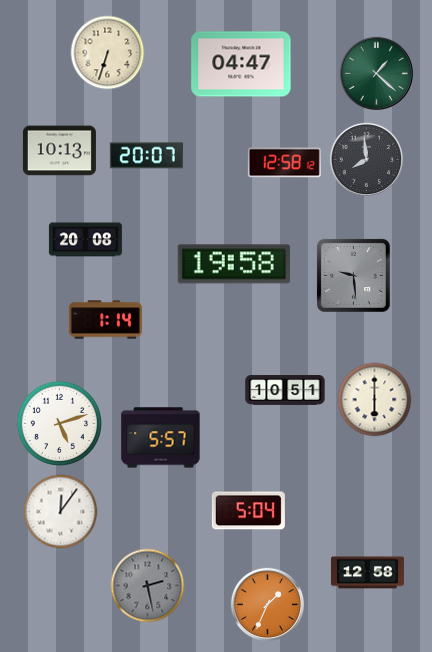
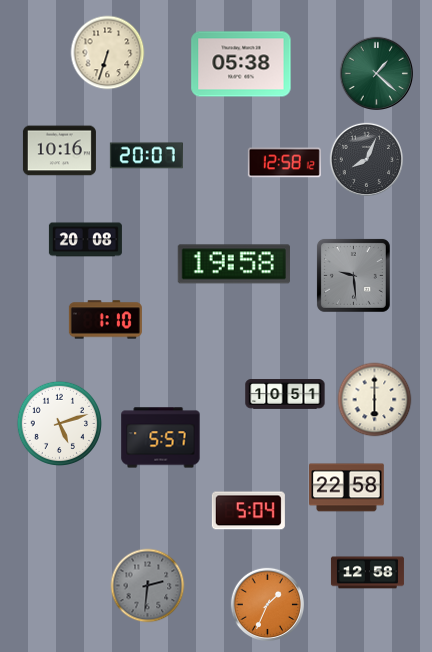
clock at (241, 64): 04:47 -> 05:38
clock at (59, 151): 10:13 -> 10:16
clock at (366, 159): 7:59 -> 8:04
clock at (105, 320): 1:14 -> 1:10
clock at (285, 390) position: (285, 390) -> (285, 394)
clock at (347, 488): none -> 22:58
clock at (61, 512): 12:06 -> none
clock at (148, 586): 2:28 -> 2:31
